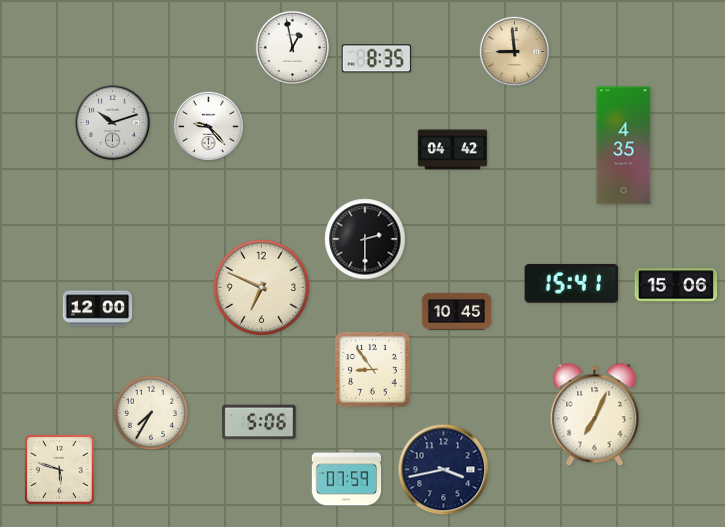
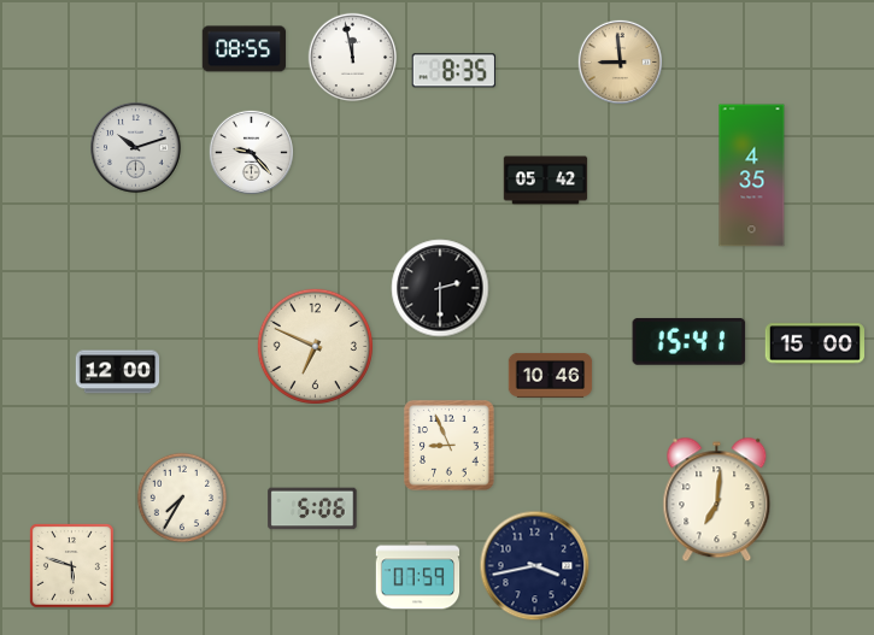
clock at (245, 49): none -> 08:55
clock at (293, 48): 12:58 -> 11:58
clock at (453, 150): 04:42 -> 05:42
clock at (675, 285): 15:06 -> 15:00
clock at (457, 312): 10:45 -> 10:46
clock at (373, 370): 8:54 -> 8:56
clock at (595, 415): 7:04 -> 7:01
